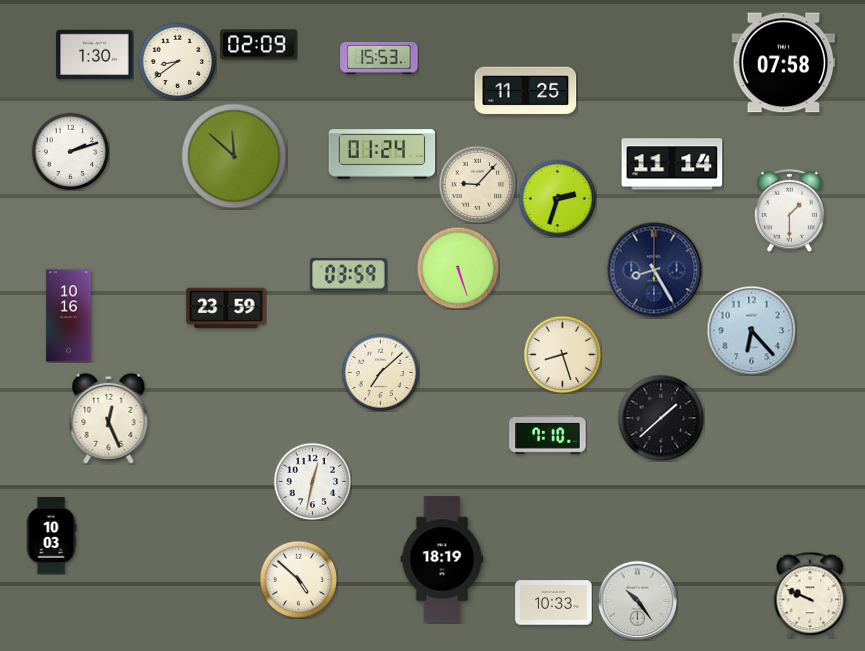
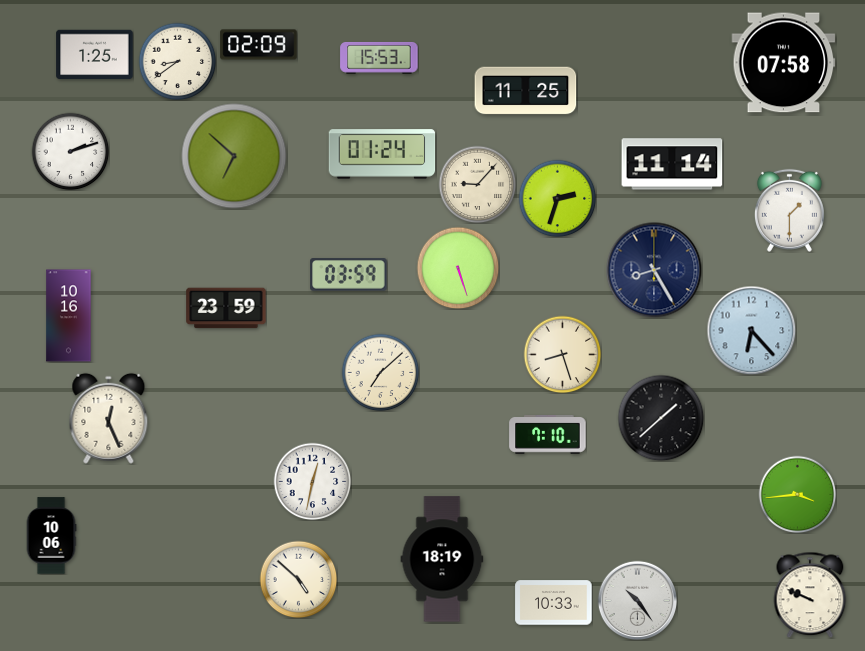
clock at (95, 55): 1:30 -> 1:25
clock at (234, 156): 11:52 -> 6:52
clock at (797, 494): none -> 3:44
clock at (51, 536): 10:03 -> 10:06
